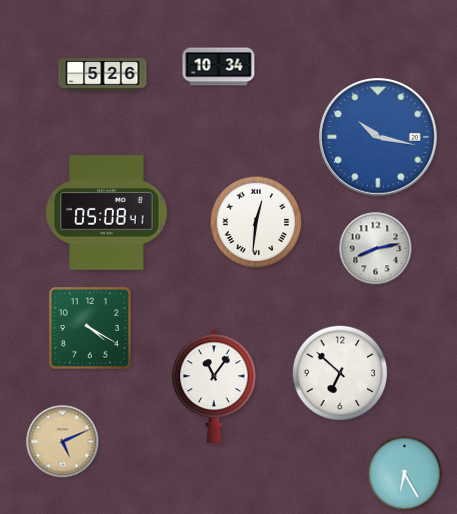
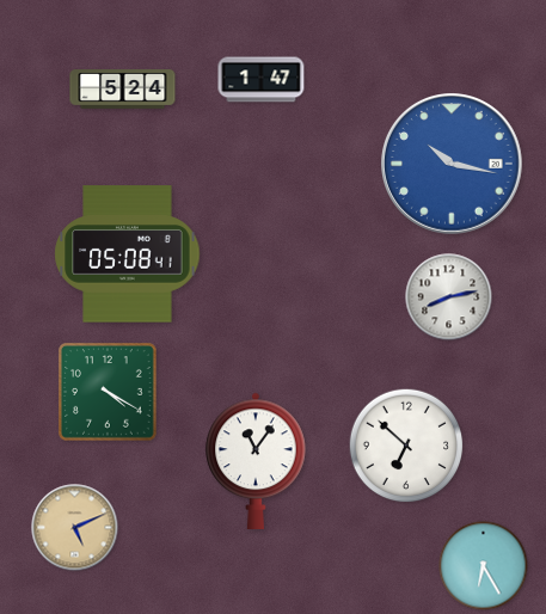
clock at (219, 67): 10:34 -> 1:47
clock at (103, 75): 5:26 -> 5:24
clock at (256, 222): 12:31 -> none
